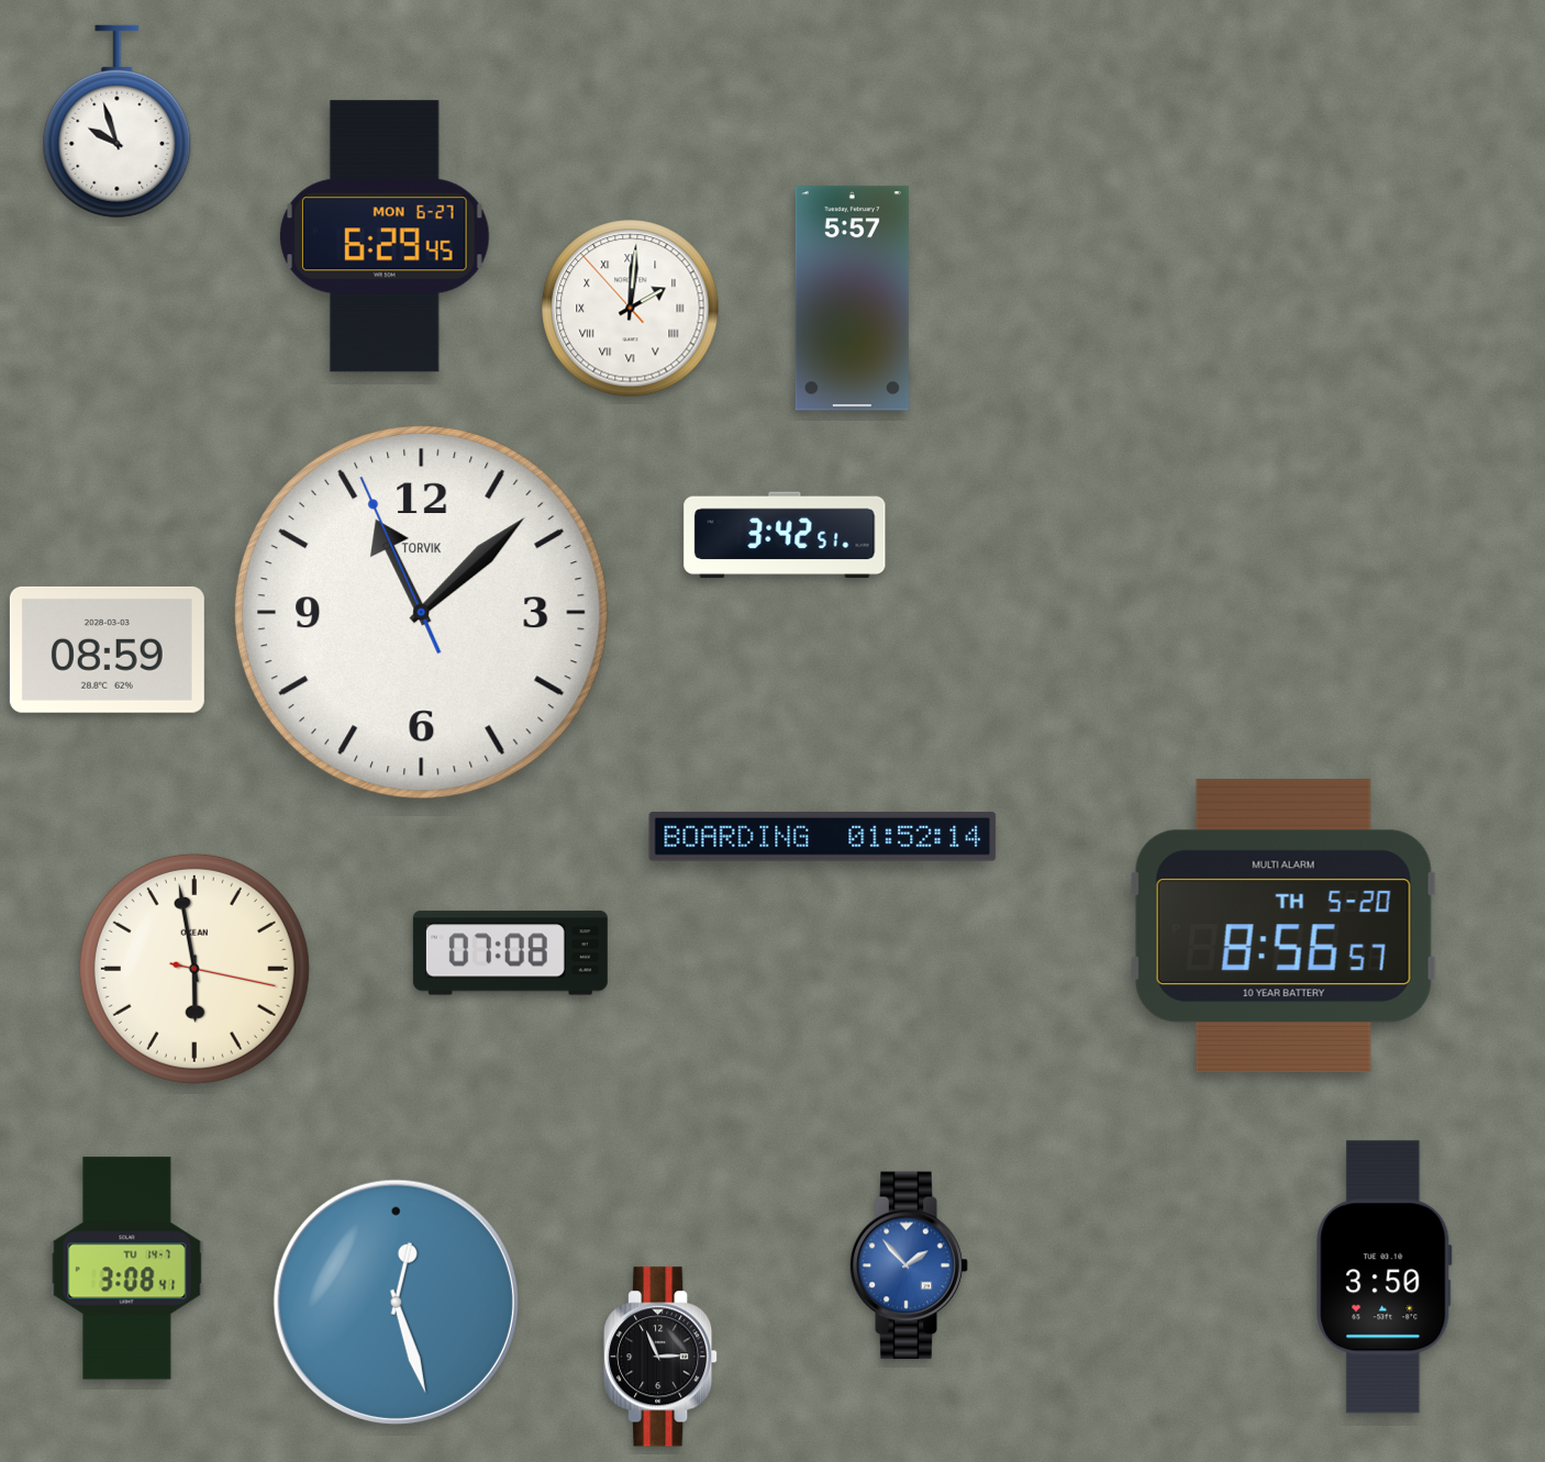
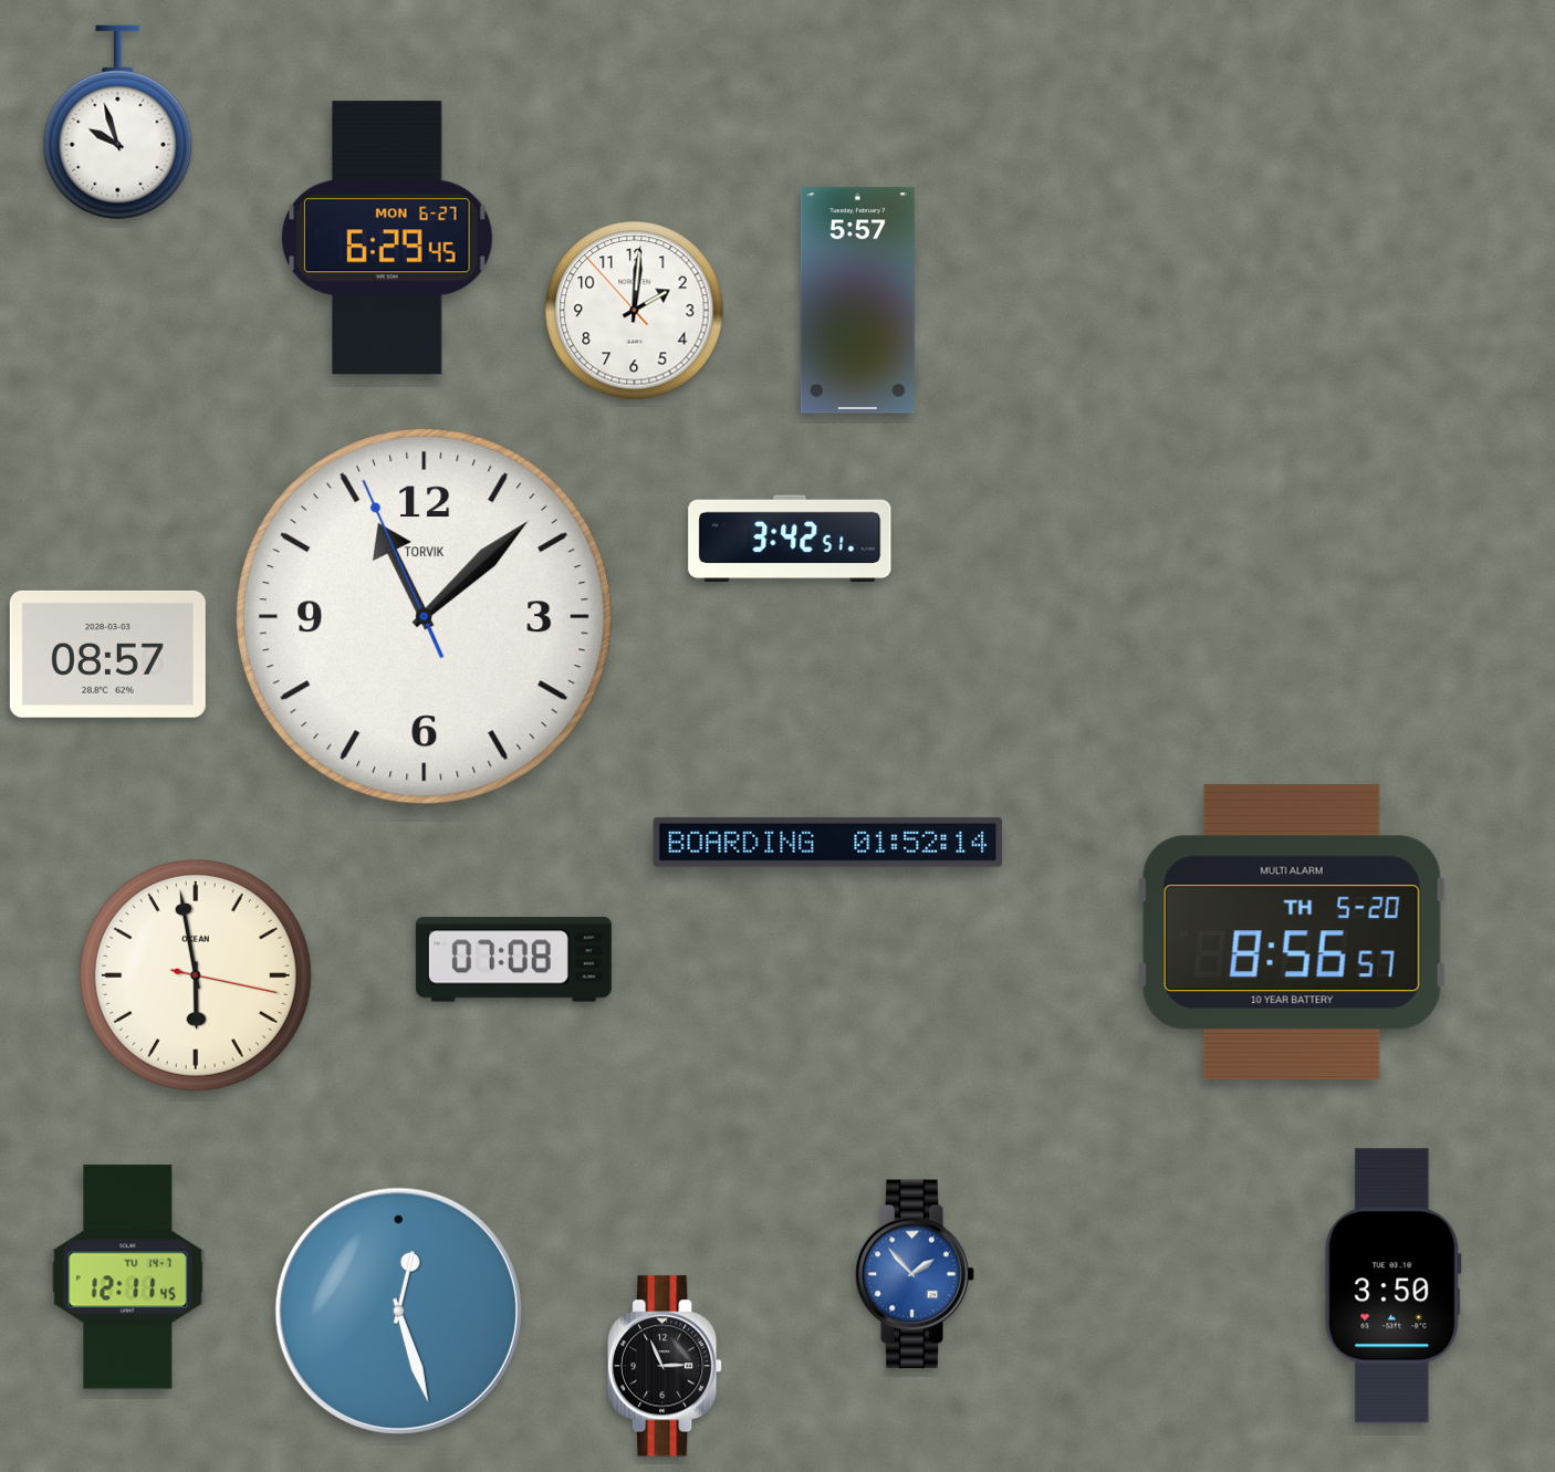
clock at (631, 309) numerals: Roman -> Arabic
clock at (107, 649): 08:59 -> 08:57
clock at (127, 1269): 3:08 -> 12:11
